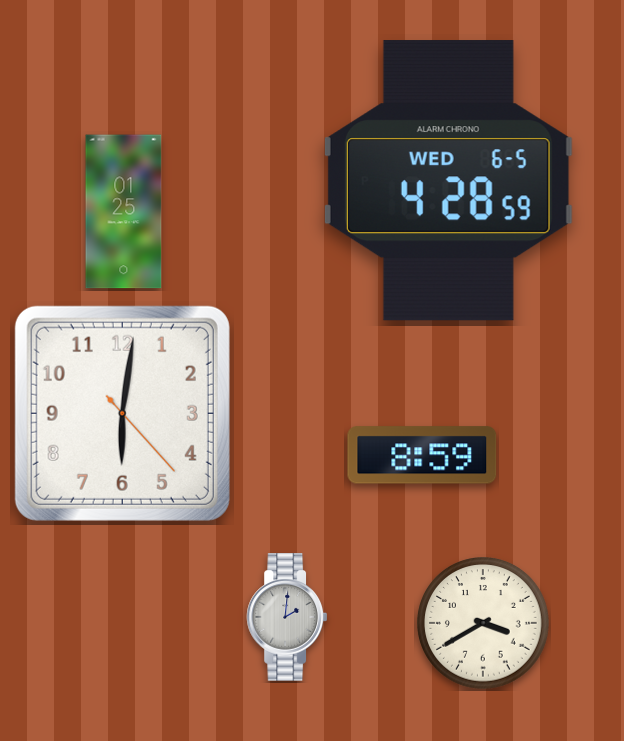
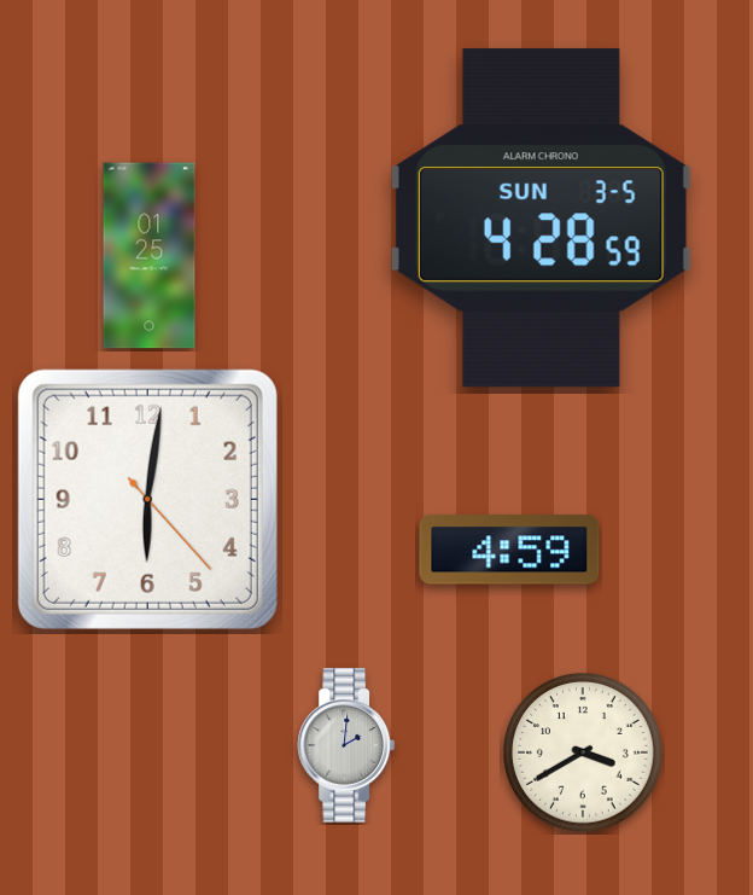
clock at (448, 181) date: WED 6-5 -> SUN 3-5
clock at (422, 455): 8:59 -> 4:59
